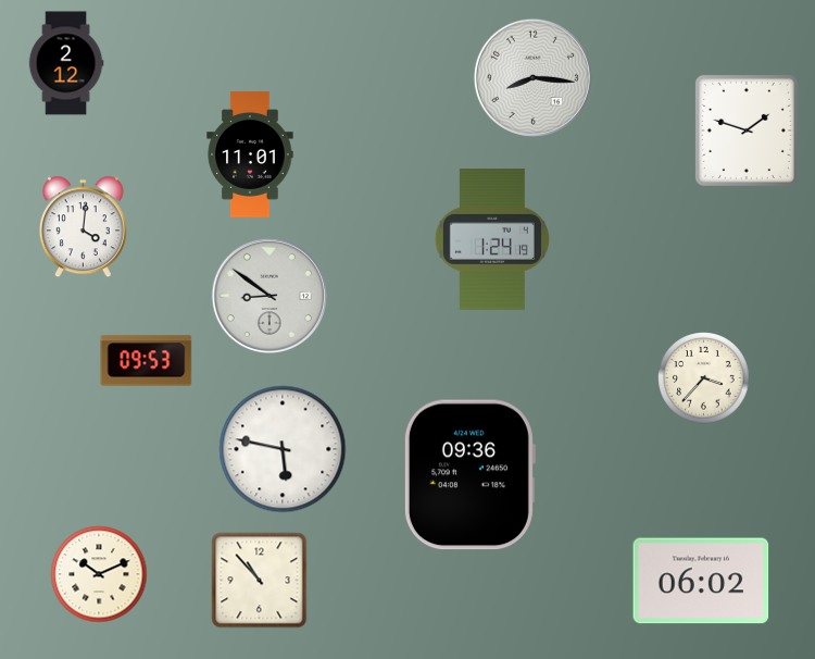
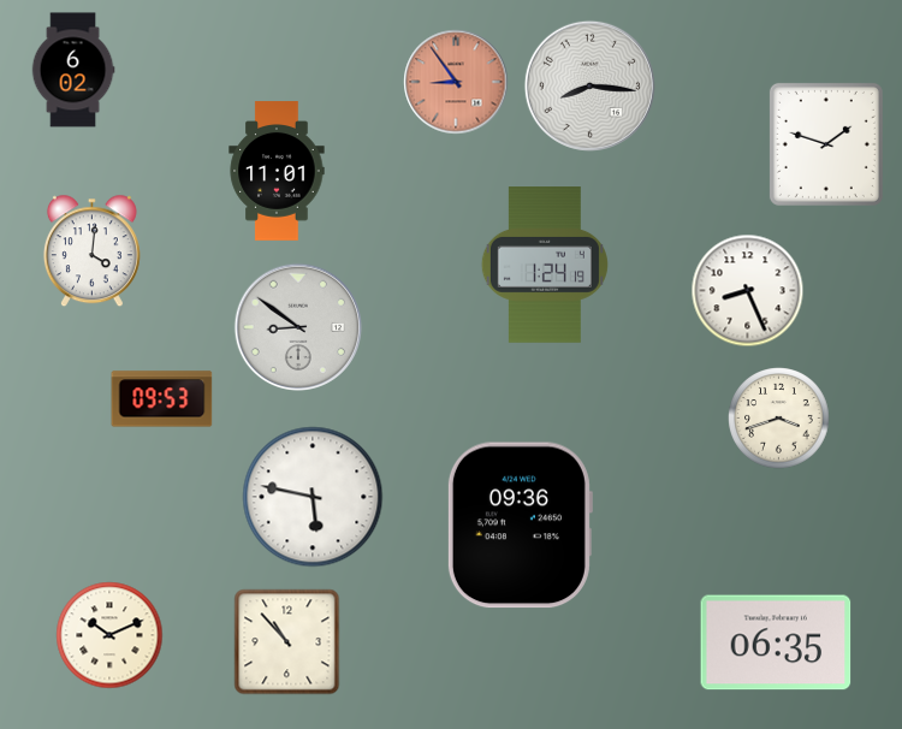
clock at (66, 63): 2:12 -> 6:02
clock at (456, 82): none -> 8:54
clock at (748, 291): none -> 8:26
clock at (704, 378): 3:37 -> 3:42
clock at (701, 581): 06:02 -> 06:35
